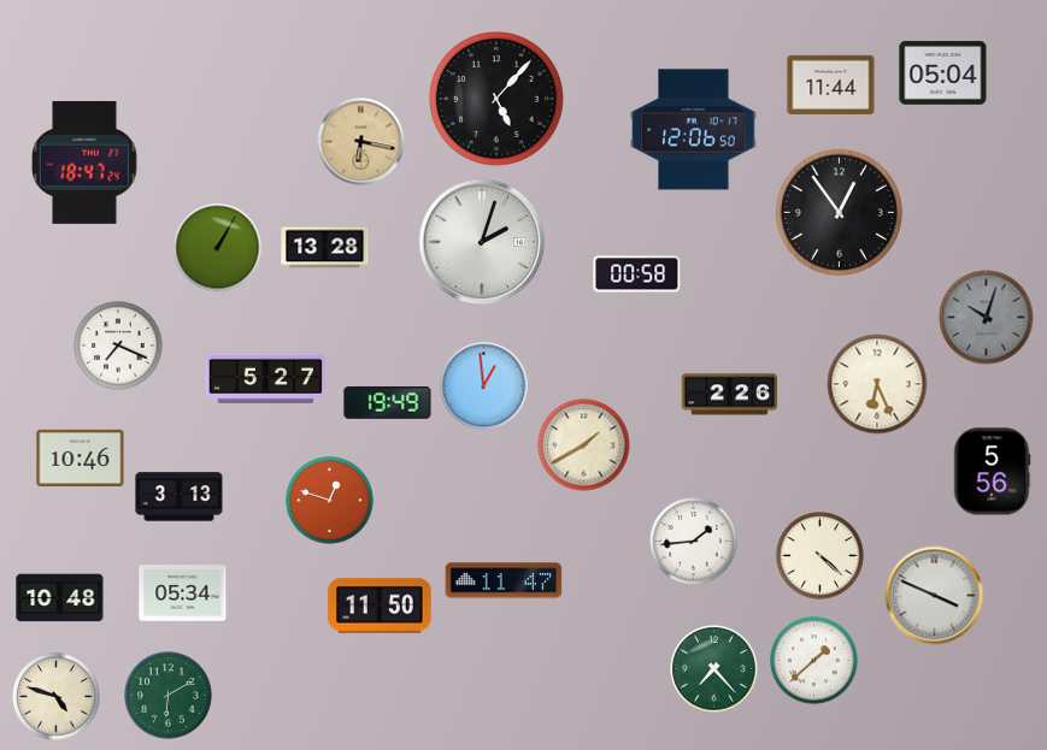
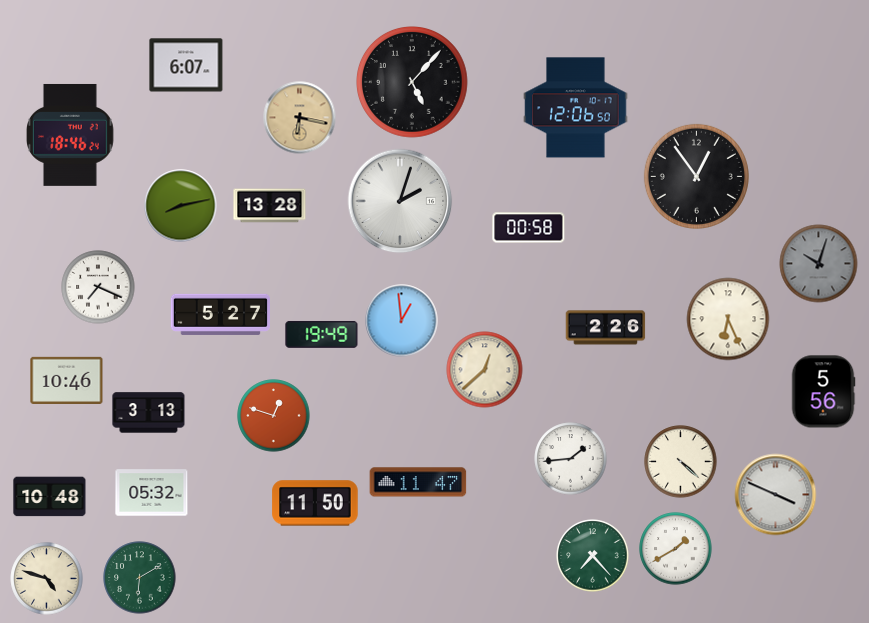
clock at (943, 73): 05:04 -> none
clock at (186, 65): none -> 6:07
clock at (831, 84): 11:44 -> none
clock at (86, 163): 18:47 -> 18:46
clock at (218, 248): 1:05 -> 8:13
clock at (584, 445): 1:40 -> 12:38
clock at (694, 542) position: (694, 542) -> (571, 459)
clock at (183, 593): 05:34 -> 05:32
clock at (814, 661): 1:38 -> 1:40
